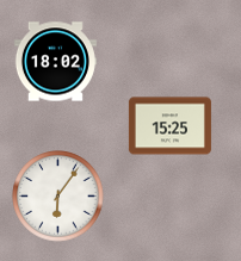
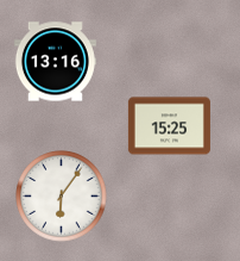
clock at (55, 62): 18:02 -> 13:16
clock at (58, 197) position: (58, 197) -> (62, 197)
